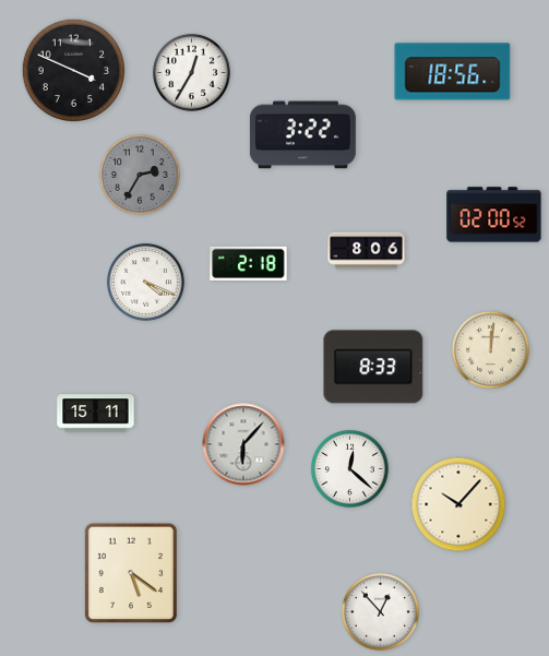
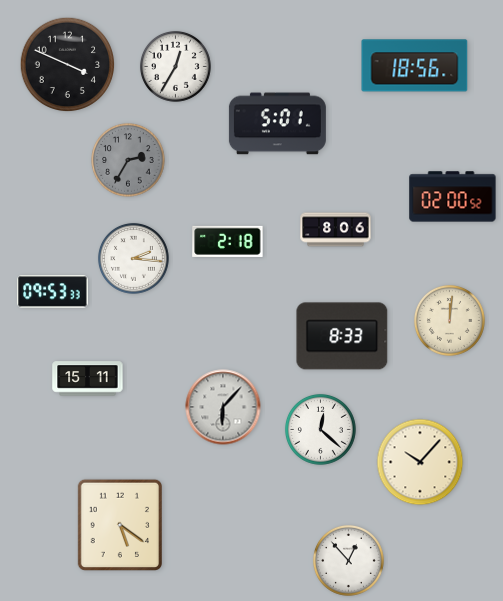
clock at (302, 135): 3:22 -> 5:01
clock at (145, 282): 4:19 -> 2:16
clock at (53, 292): none -> 09:53
